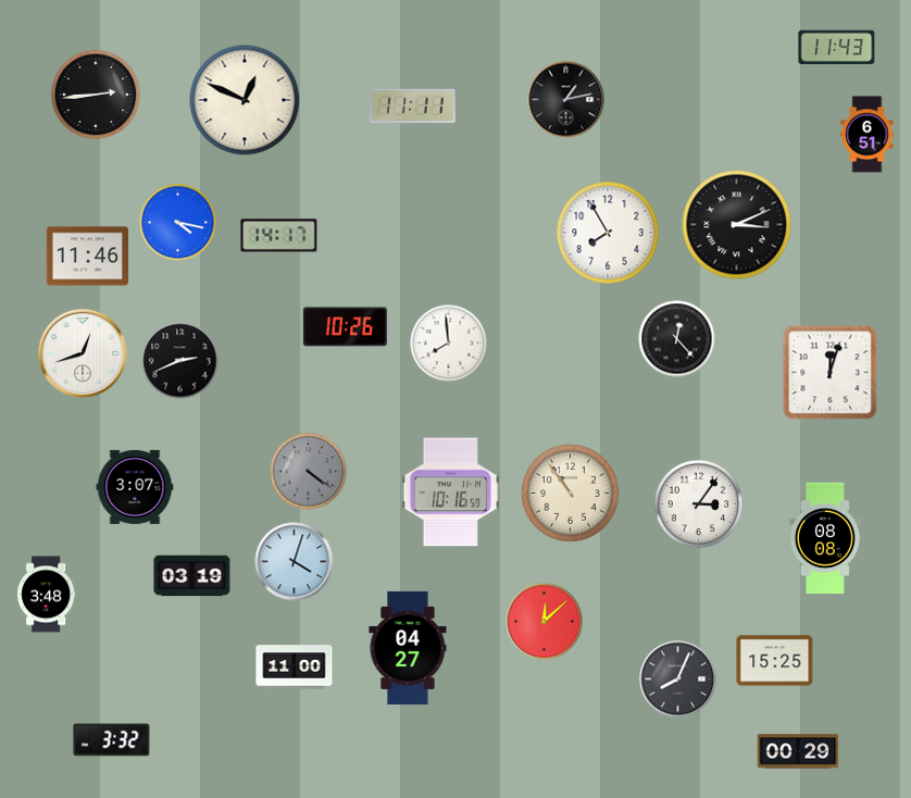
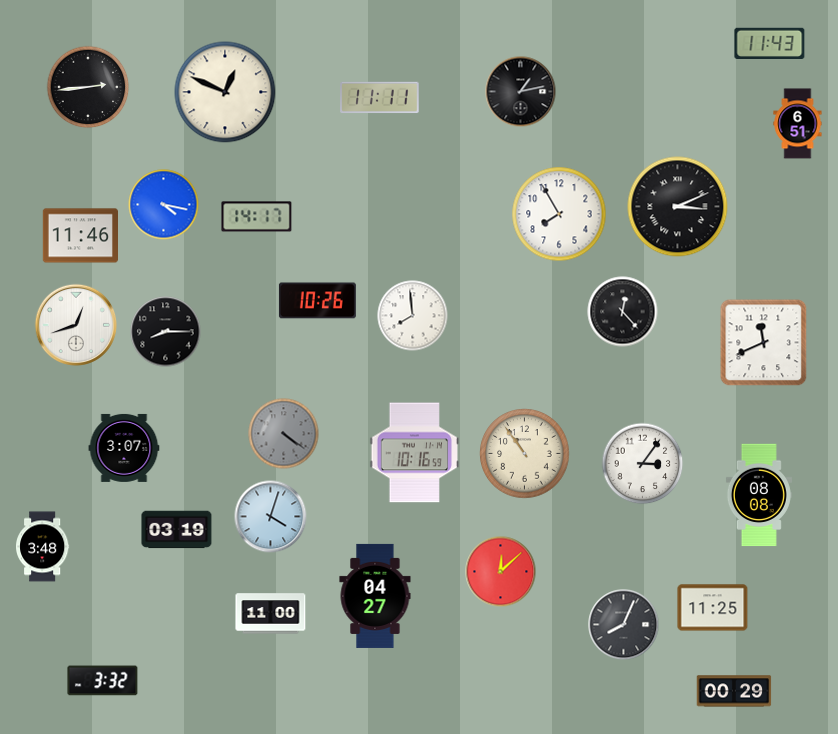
clock at (180, 361): 2:41 -> 8:15
clock at (831, 373): 12:03 -> 11:41
clock at (775, 661): 15:25 -> 11:25
